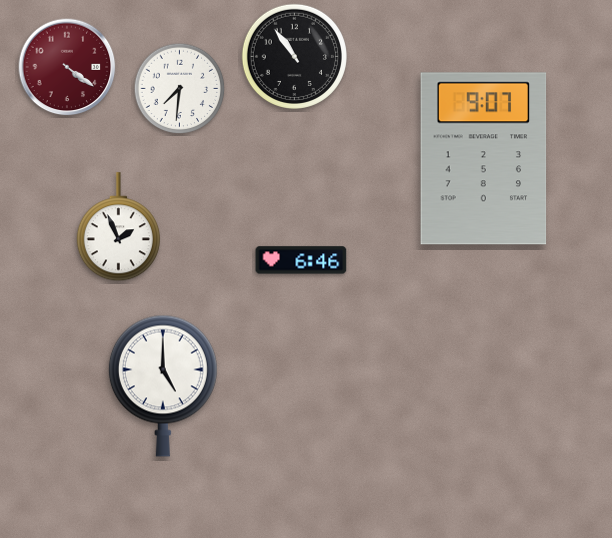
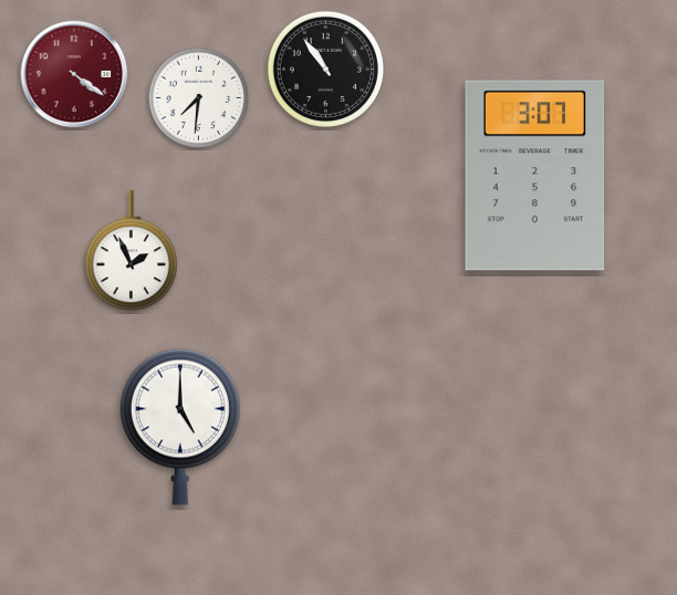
clock at (294, 56) position: (294, 56) -> (325, 69)
clock at (484, 159): 9:07 -> 3:07
clock at (301, 260): 6:46 -> none
